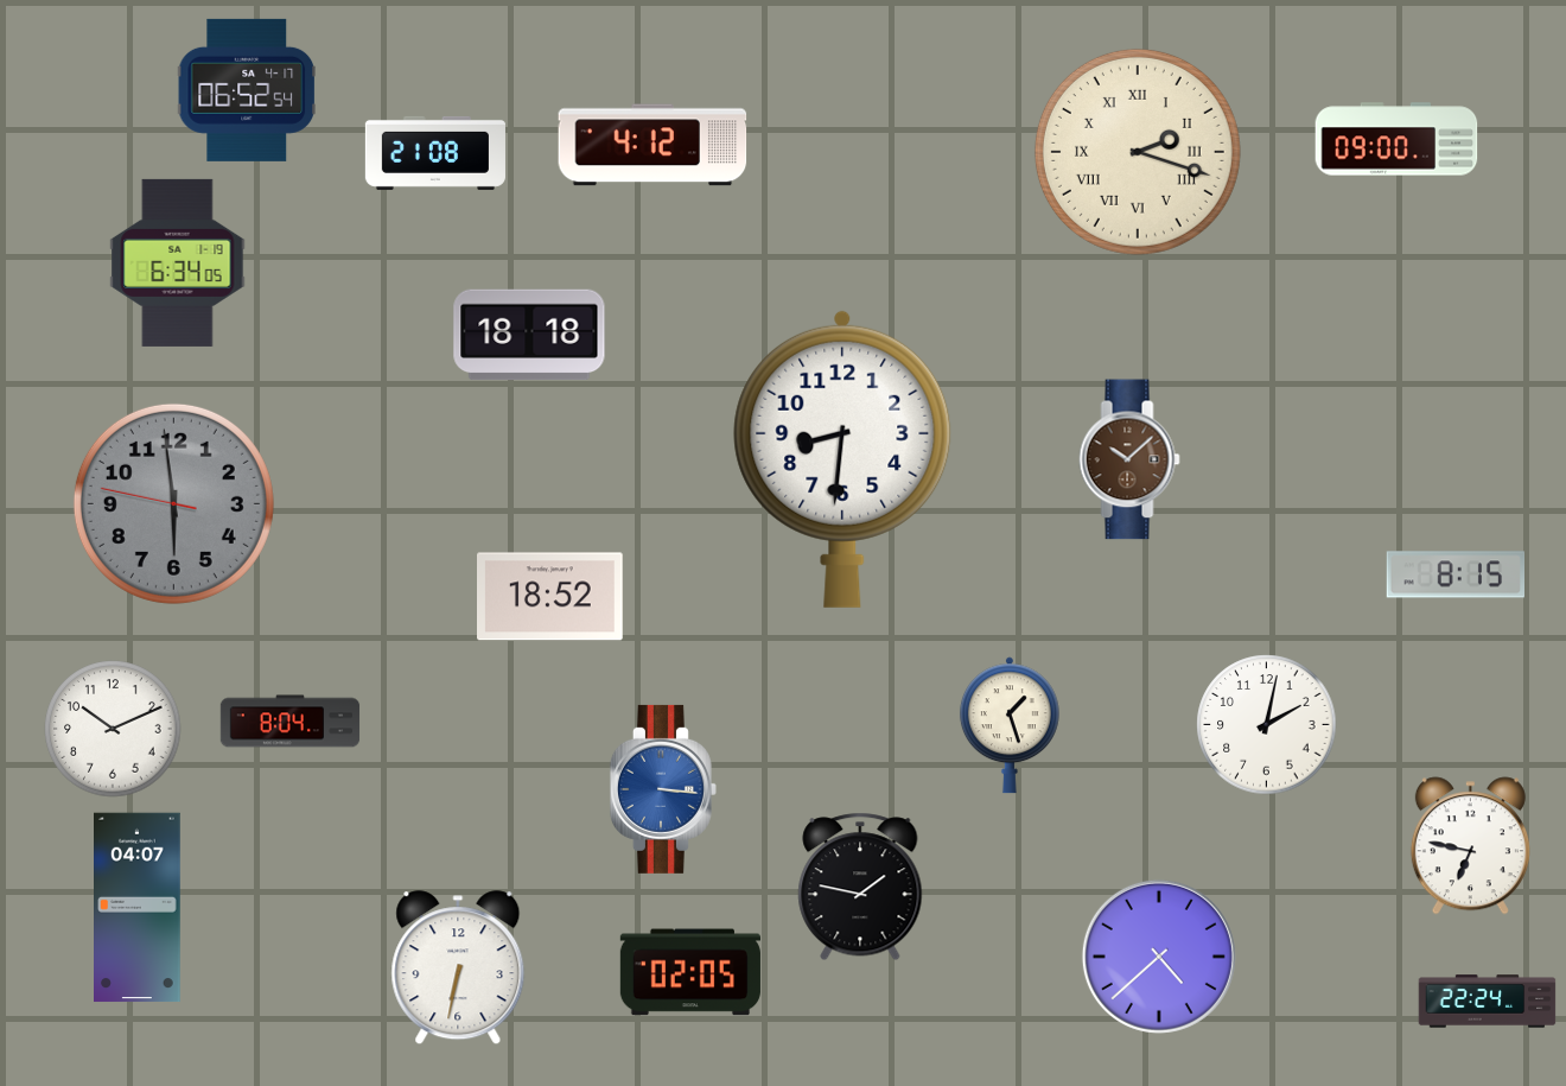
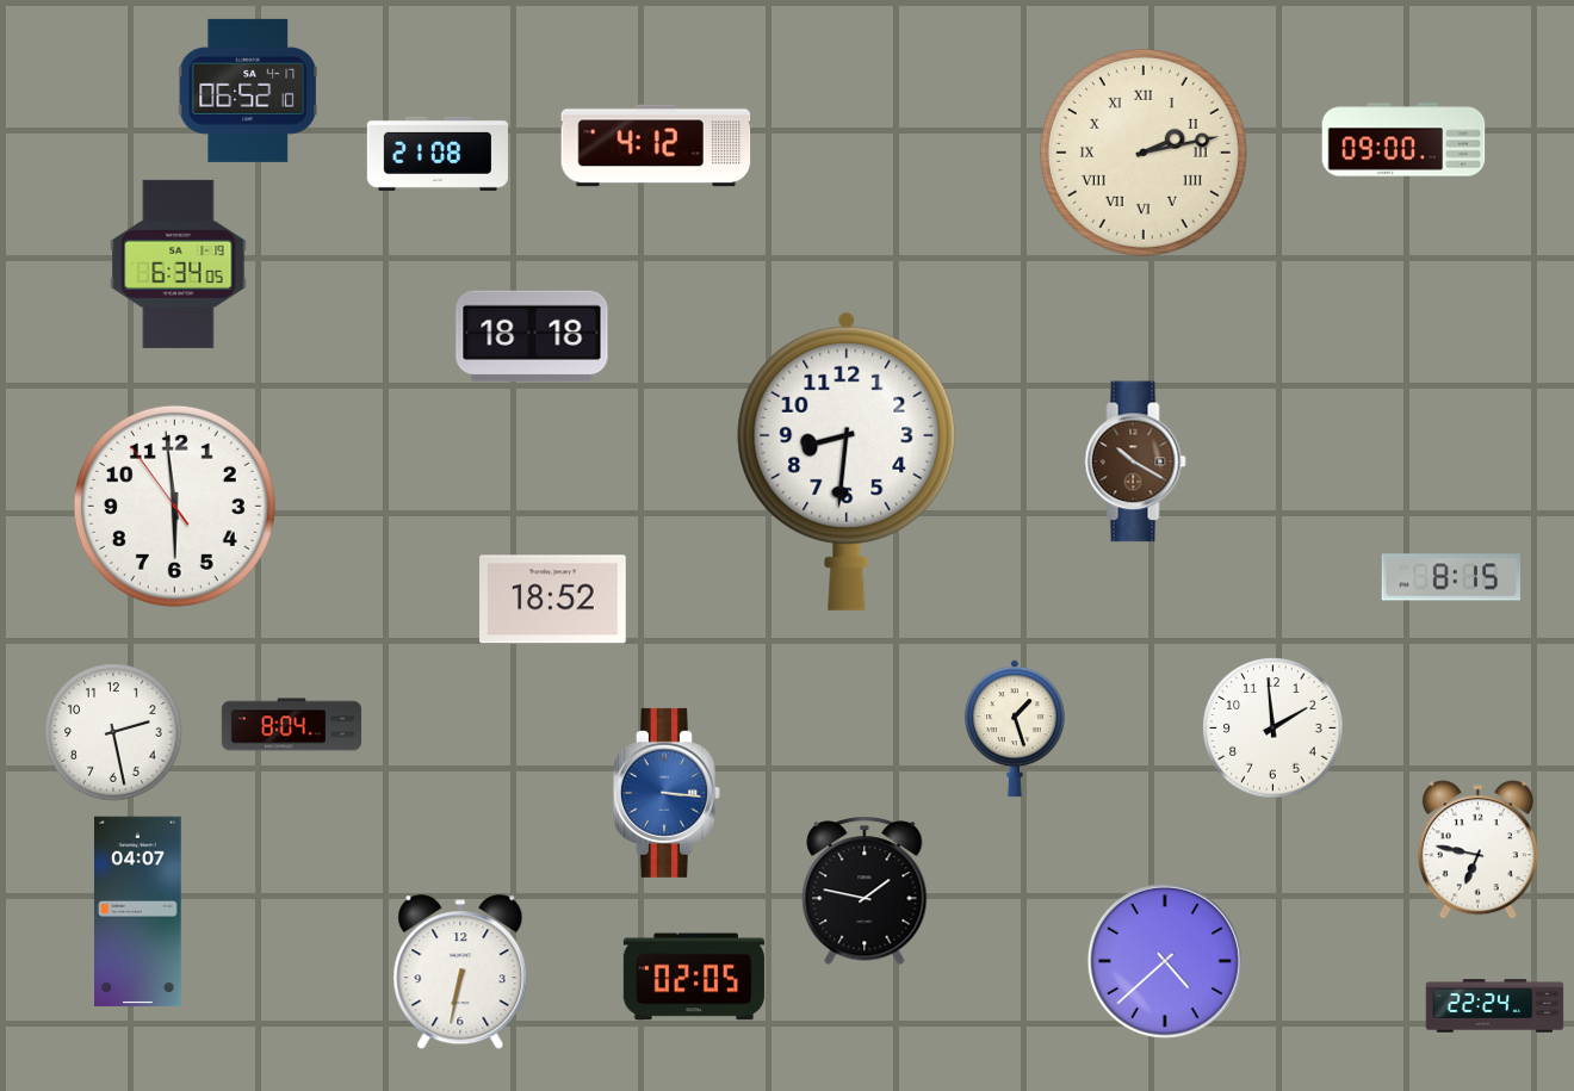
clock at (246, 90): 06:52:54 -> 06:52:10
clock at (1138, 152): 2:18 -> 2:13
clock at (1129, 459): 10:08 -> 10:20
clock at (173, 503): 5:58:47 -> 5:58:54
clock at (173, 503) dial: grey -> white
clock at (1454, 574) position: (1454, 574) -> (1450, 577)
clock at (1267, 725): 2:02 -> 1:59
clock at (113, 729): 10:11 -> 2:28
